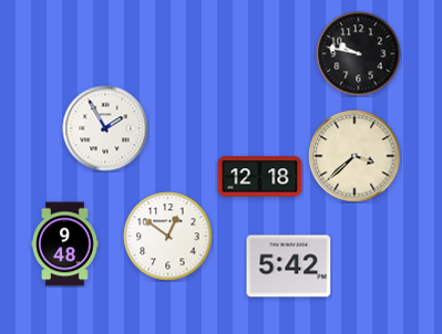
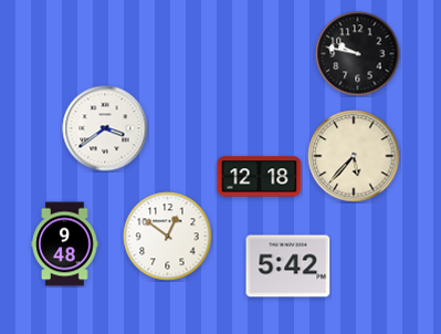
clock at (105, 128): 1:55 -> 3:39
clock at (354, 156): 3:38 -> 5:37
